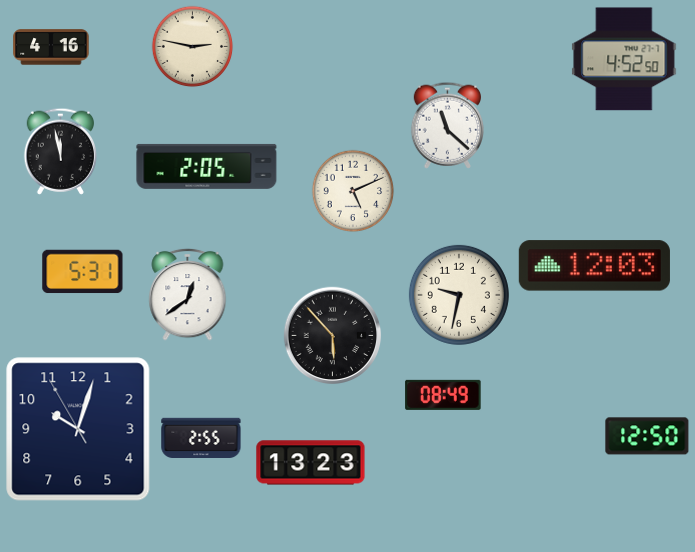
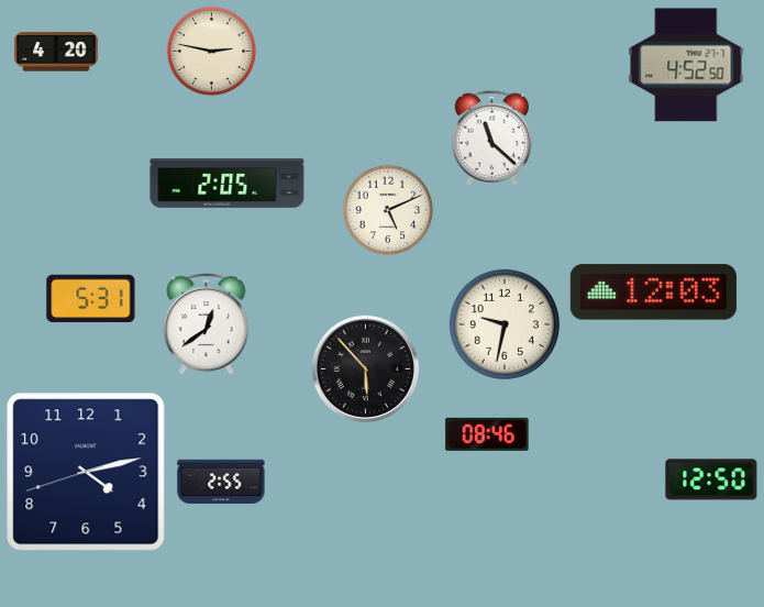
clock at (51, 47): 4:16 -> 4:20
clock at (60, 151): 11:58 -> none
clock at (443, 395): 08:49 -> 08:46
clock at (78, 429): 10:02 -> 4:12
clock at (311, 463): 13:23 -> none
